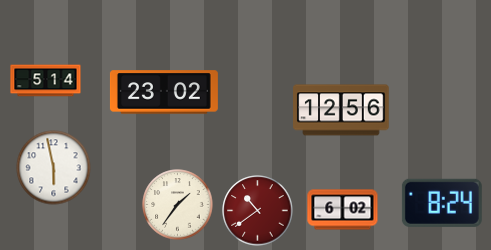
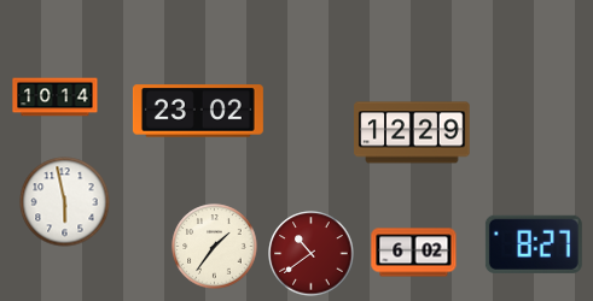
clock at (46, 81): 5:14 -> 10:14
clock at (341, 110): 12:56 -> 12:29
clock at (442, 203): 8:24 -> 8:27
